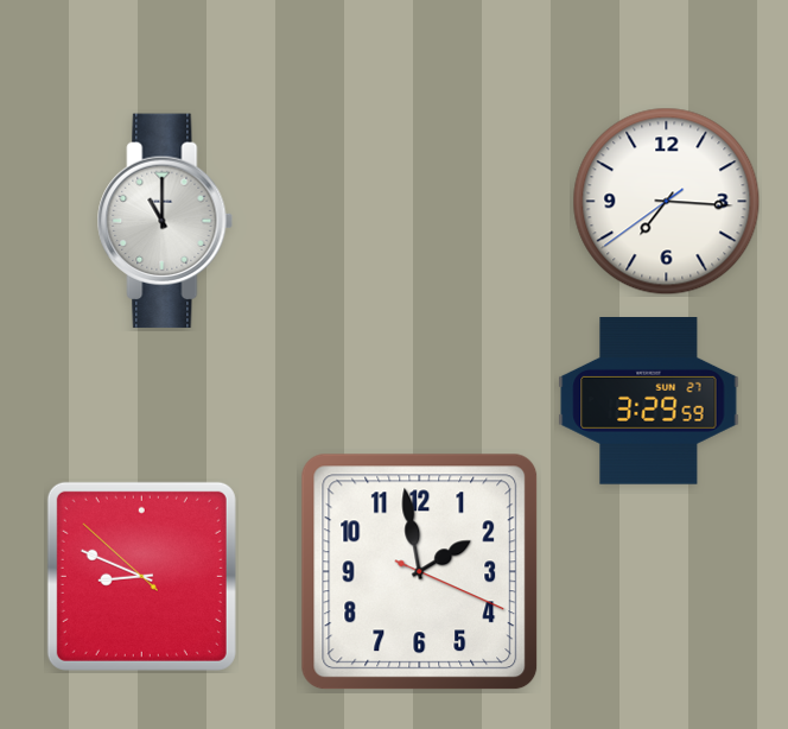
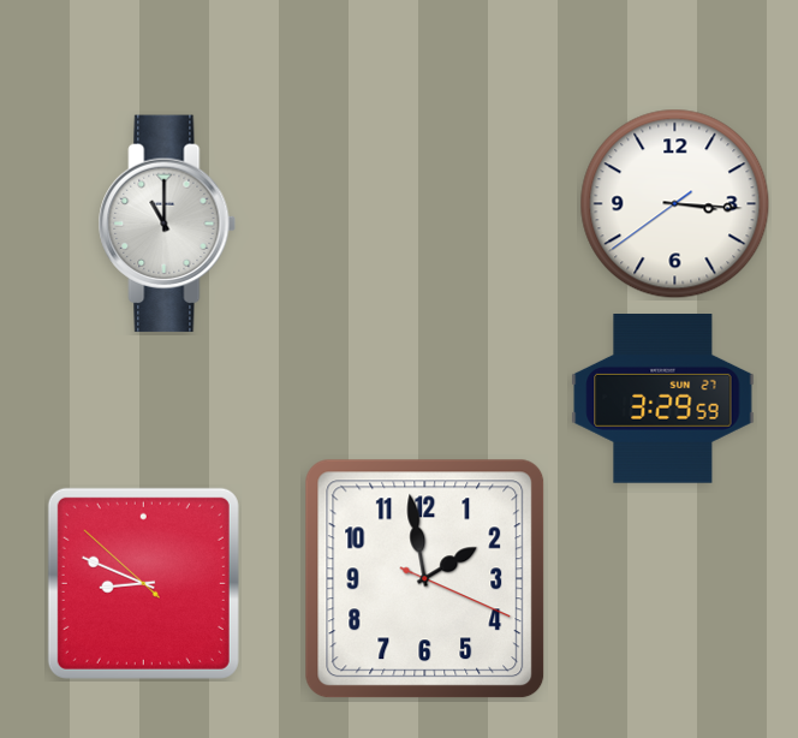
clock at (667, 202): 7:15 -> 3:15
clock at (649, 401) position: (649, 401) -> (663, 399)
